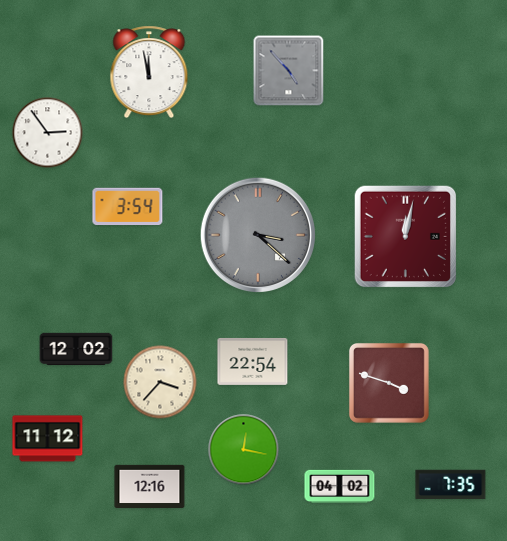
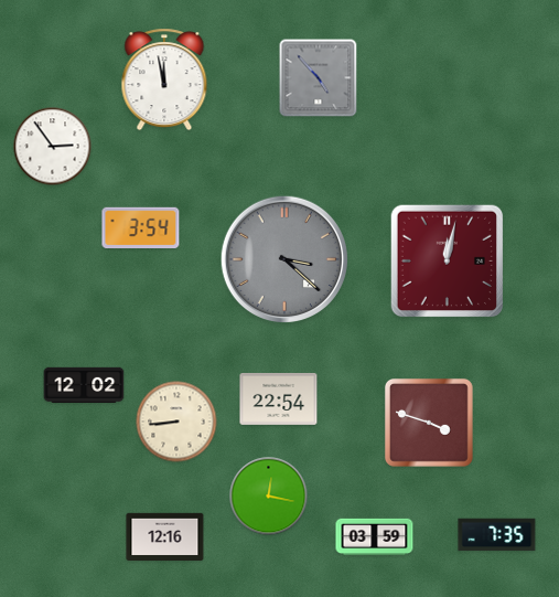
clock at (160, 382): 3:37 -> 8:44
clock at (48, 439): 11:12 -> none
clock at (340, 487): 04:02 -> 03:59
